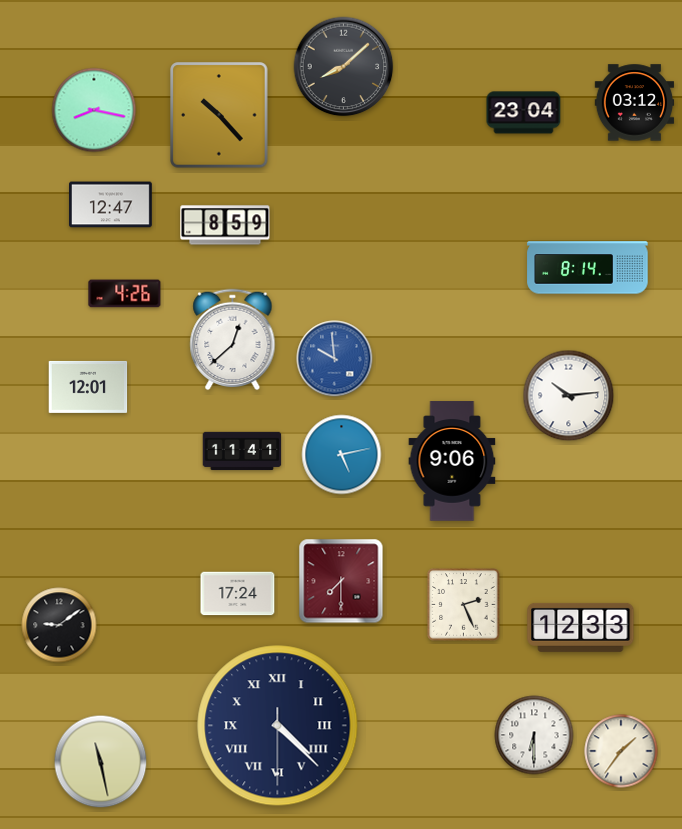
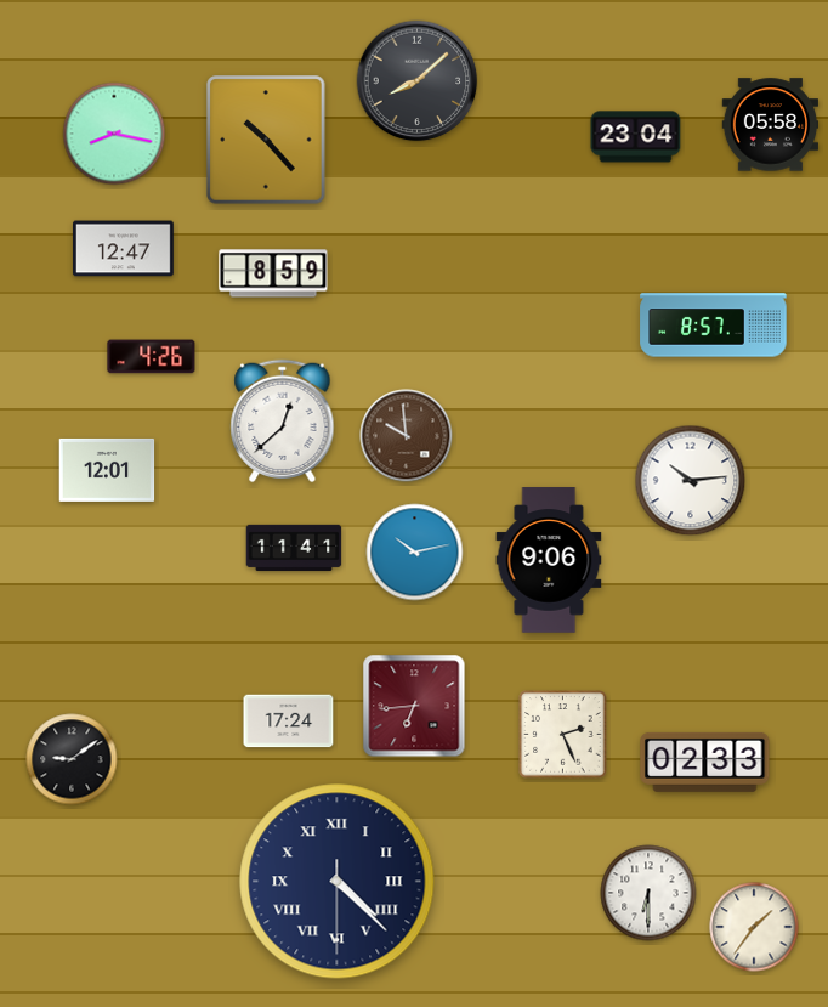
clock at (635, 103): 03:12 -> 05:58
clock at (111, 205) position: (111, 205) -> (124, 249)
clock at (588, 268): 8:14 -> 8:57
clock at (233, 340) position: (233, 340) -> (283, 422)
clock at (335, 359) dial: blue -> brown
clock at (342, 455): 5:13 -> 10:13
clock at (341, 581): 7:30 -> 6:44
clock at (581, 627): 12:33 -> 02:33
clock at (621, 751) position: (621, 751) -> (754, 927)
clock at (101, 762): 11:28 -> none
